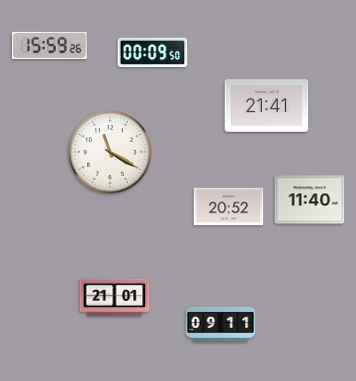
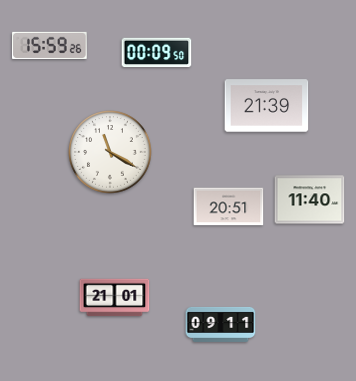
clock at (153, 53) position: (153, 53) -> (157, 53)
clock at (267, 106): 21:41 -> 21:39
clock at (229, 207): 20:52 -> 20:51
